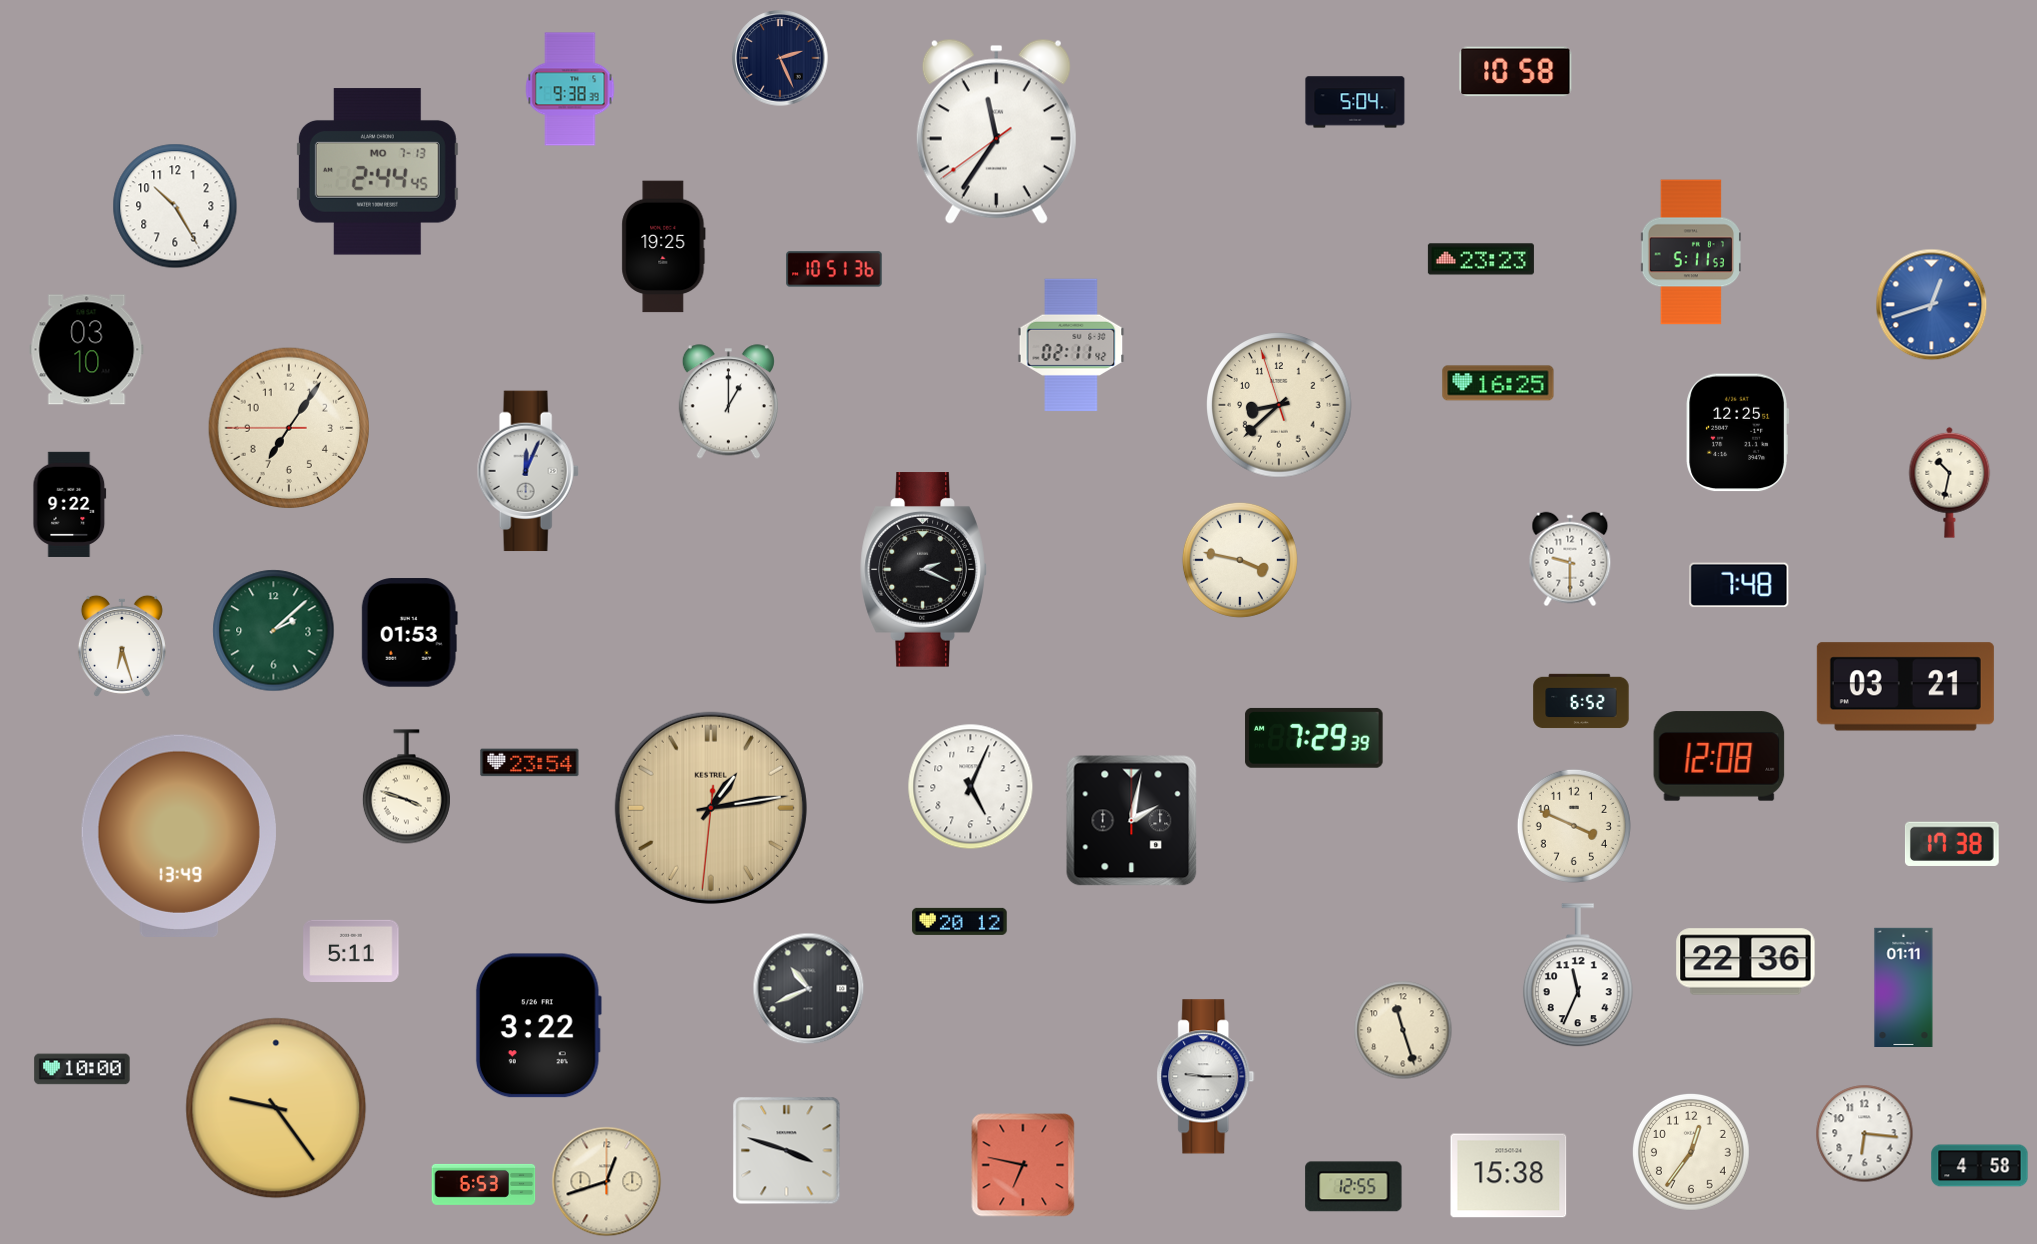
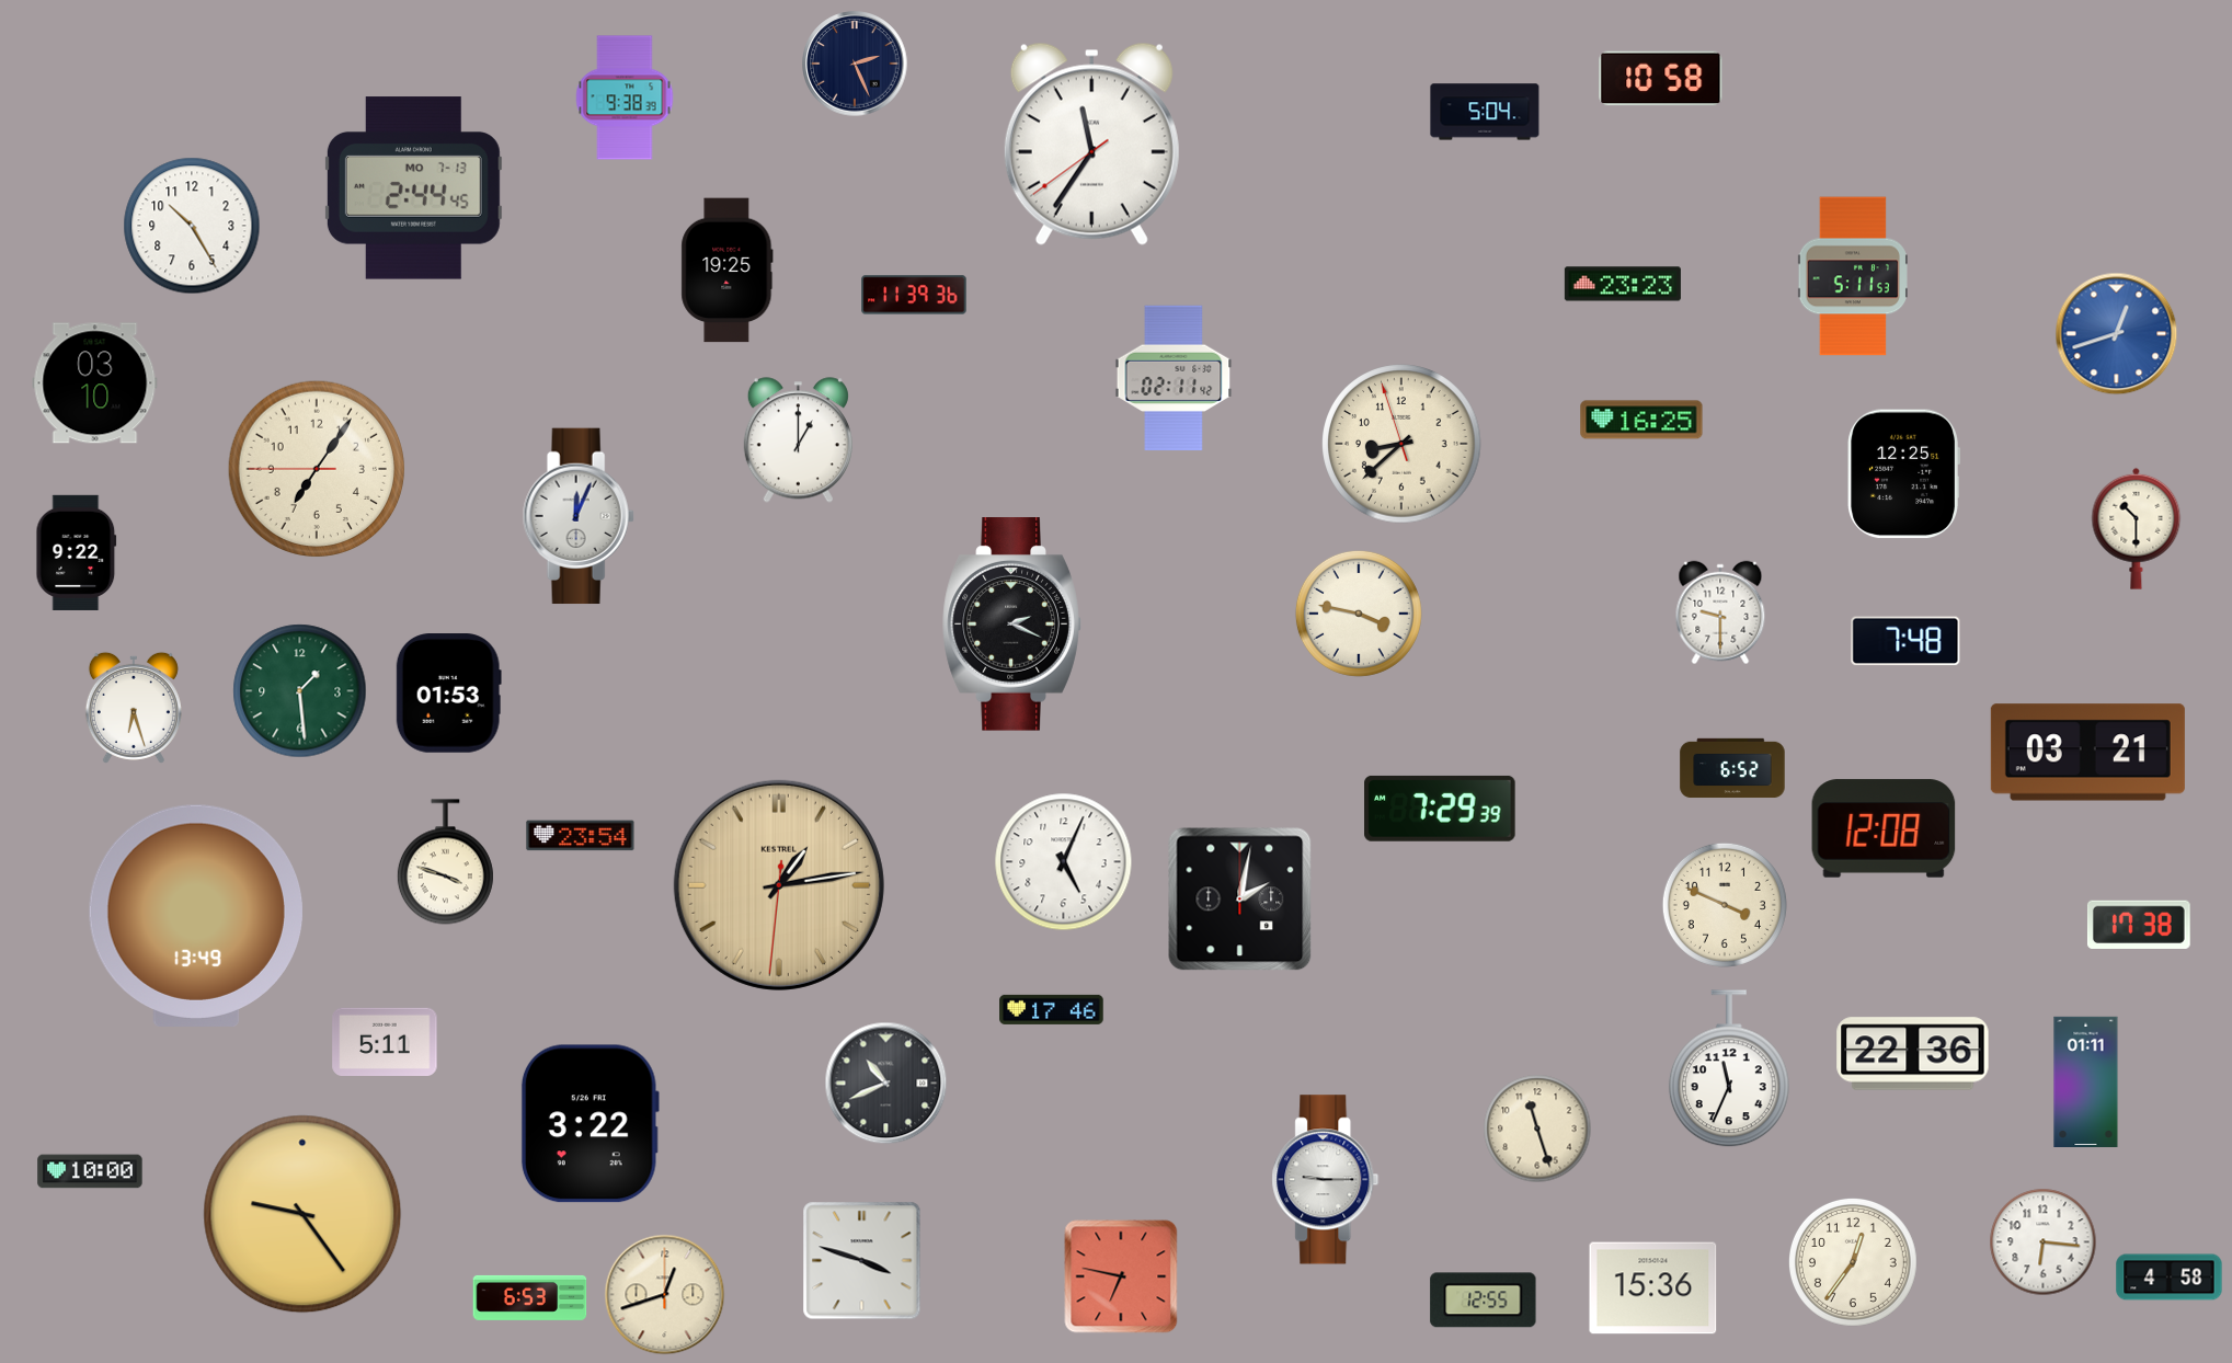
clock at (834, 269): 10:51 -> 11:39
clock at (1950, 482): 10:32 -> 10:30
clock at (274, 631): 2:08 -> 1:29
clock at (960, 921): 20:12 -> 17:46
clock at (1206, 1077) position: (1206, 1077) -> (1326, 1180)
clock at (1509, 1176): 15:38 -> 15:36
